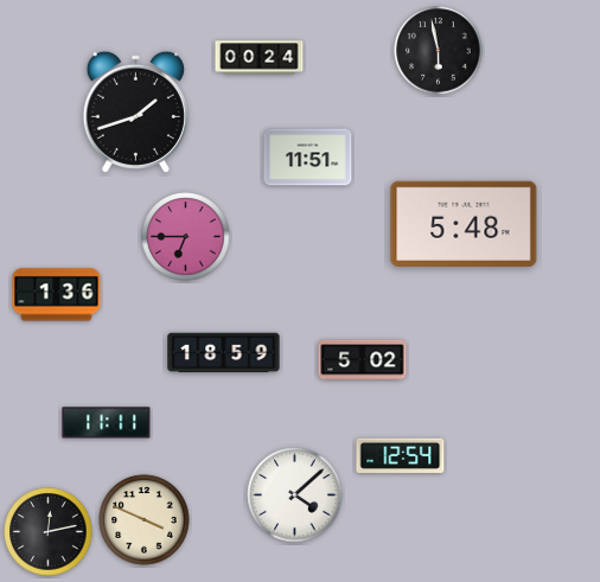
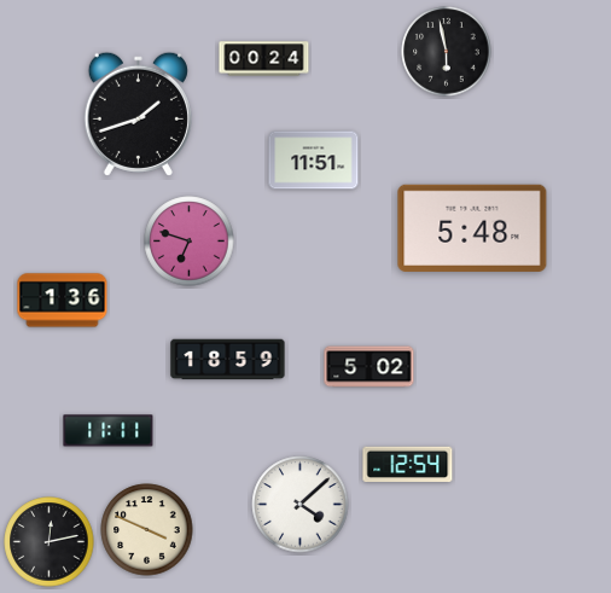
clock at (186, 237): 6:45 -> 6:48
clock at (57, 295) position: (57, 295) -> (63, 301)
